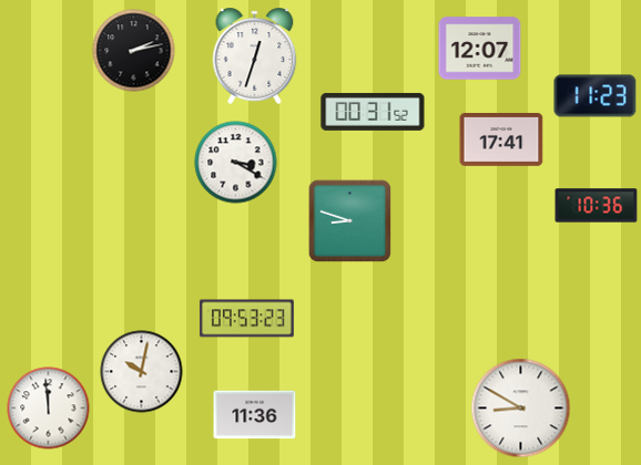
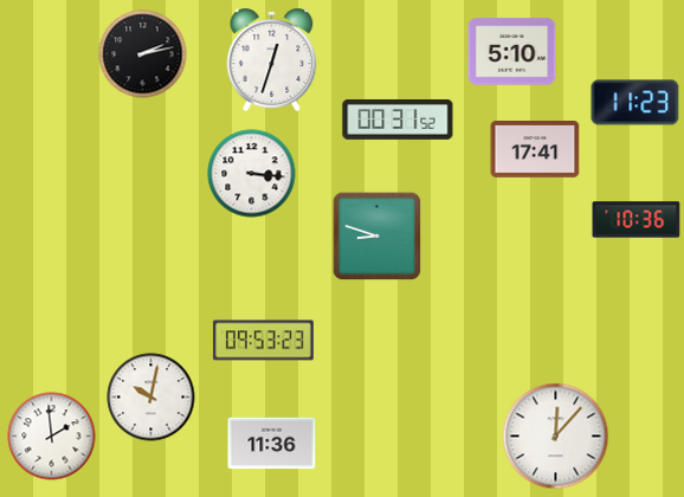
clock at (480, 49): 12:07 -> 5:10
clock at (236, 163): 3:20 -> 3:16
clock at (350, 221) position: (350, 221) -> (378, 237)
clock at (49, 409): 11:59 -> 1:59
clock at (521, 409): 8:50 -> 12:07
